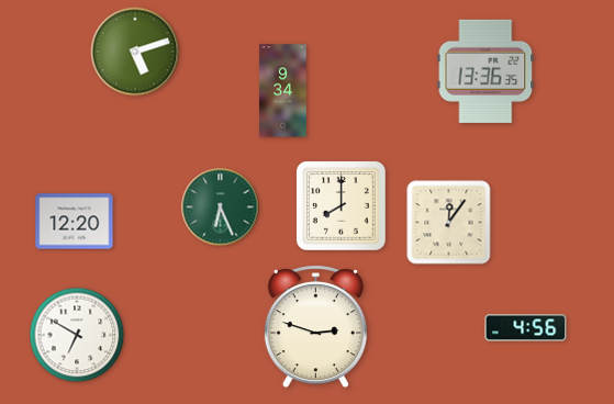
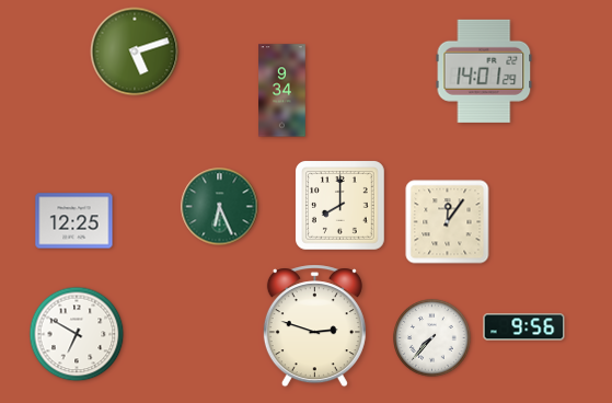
clock at (485, 71): 13:36 -> 14:01
clock at (75, 222): 12:20 -> 12:25
clock at (526, 328): 4:56 -> 9:56
clock at (432, 338): none -> 7:37
